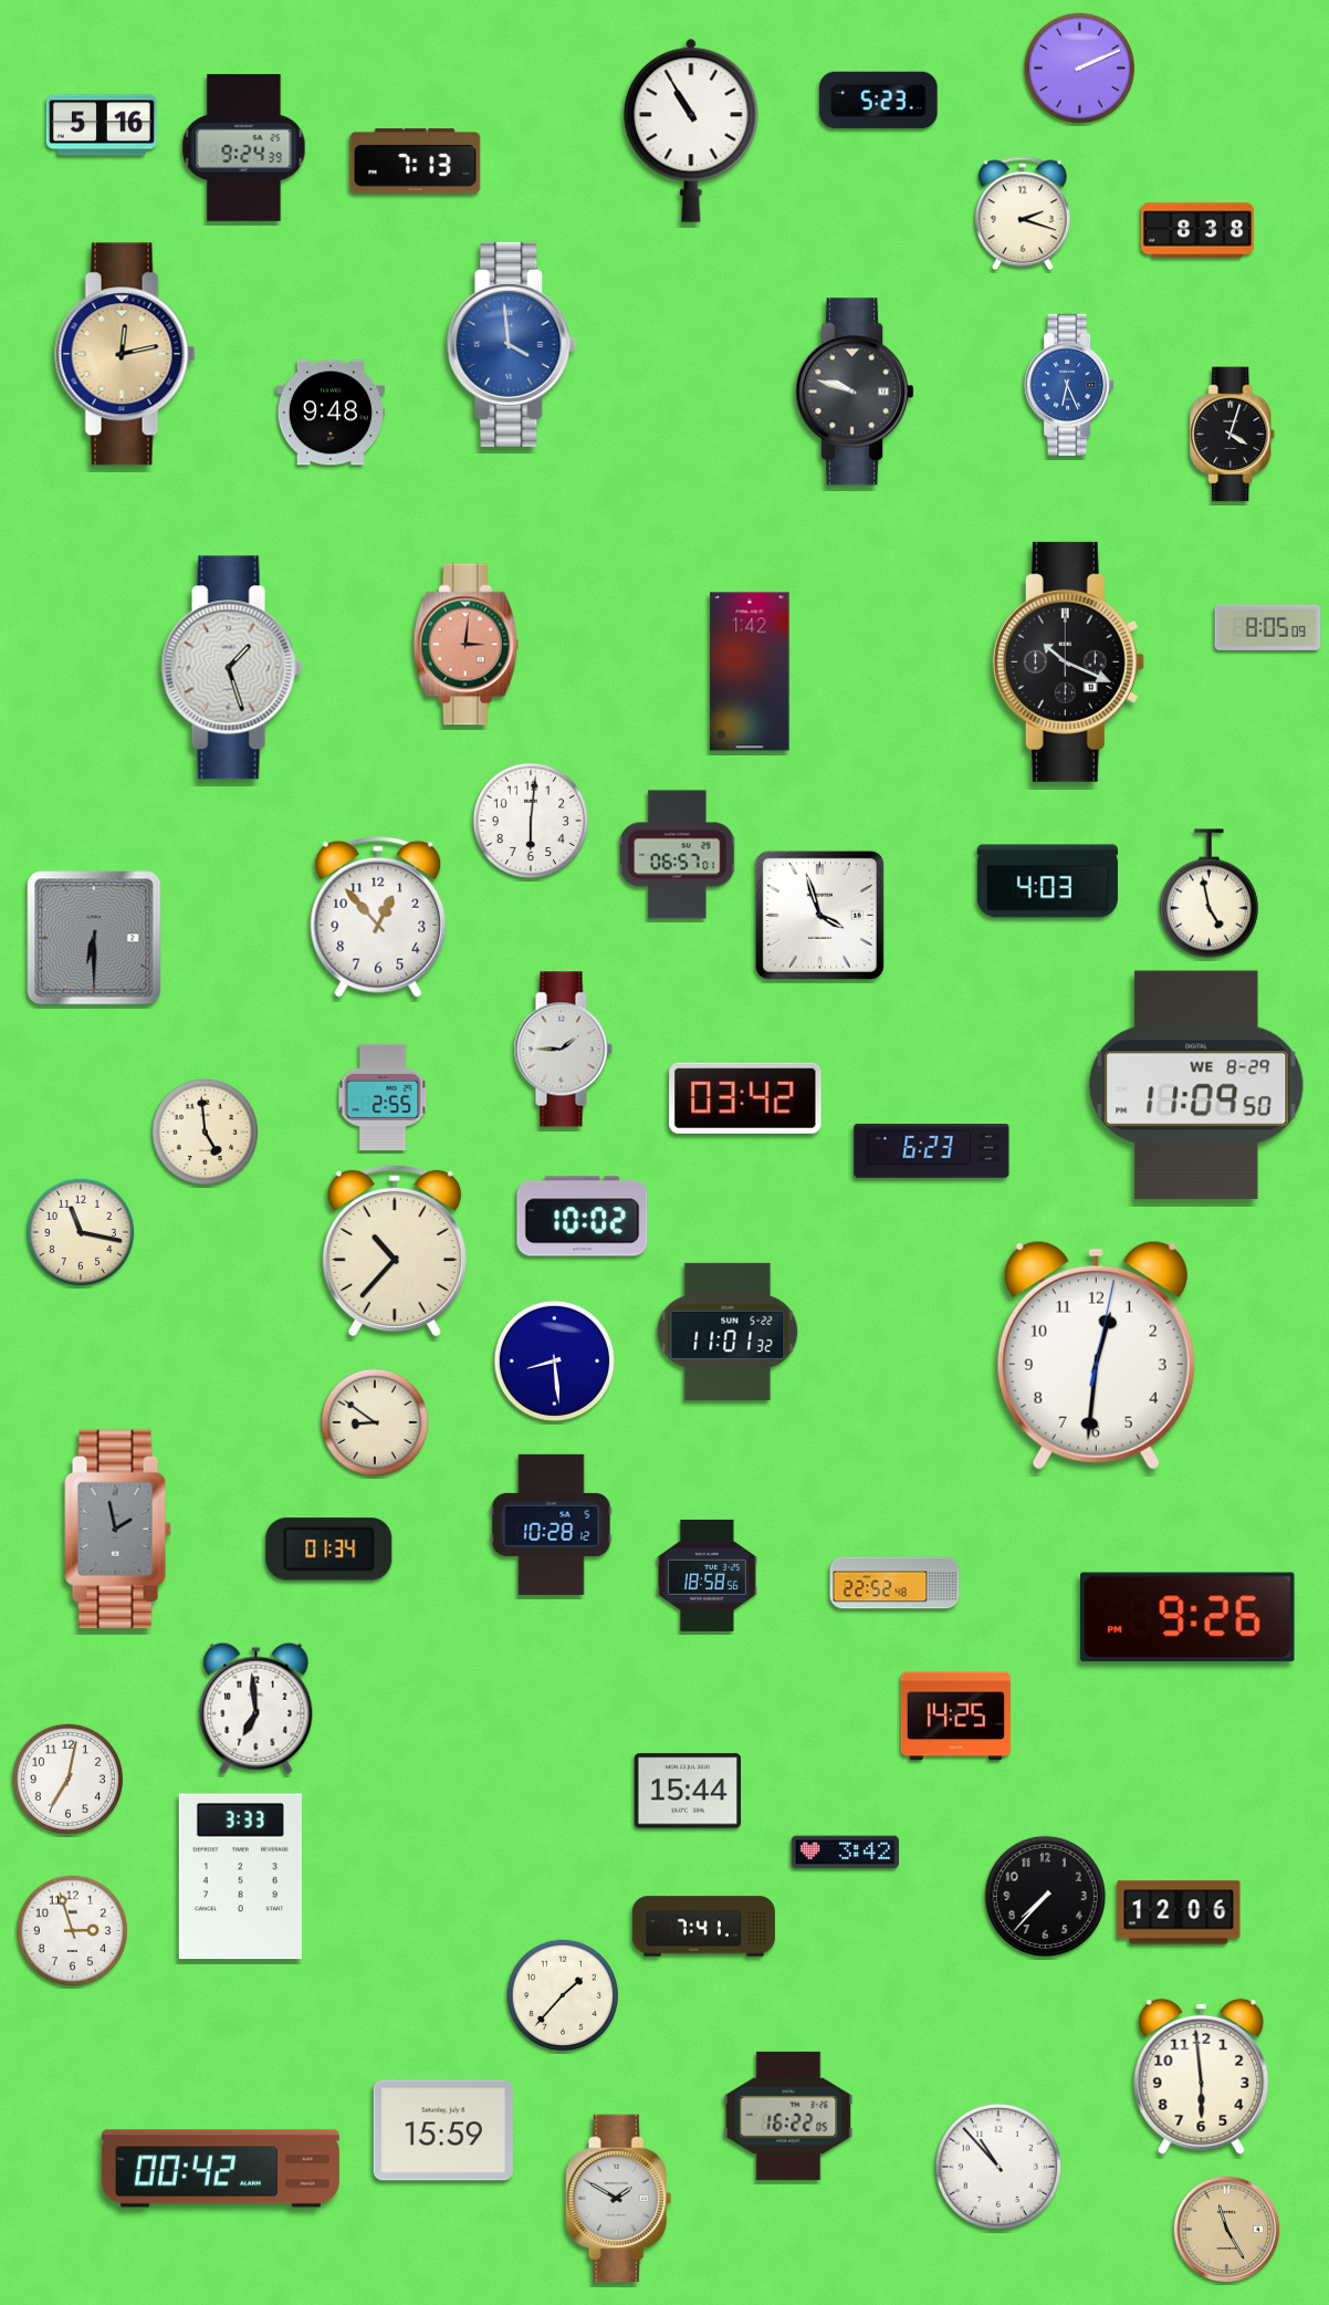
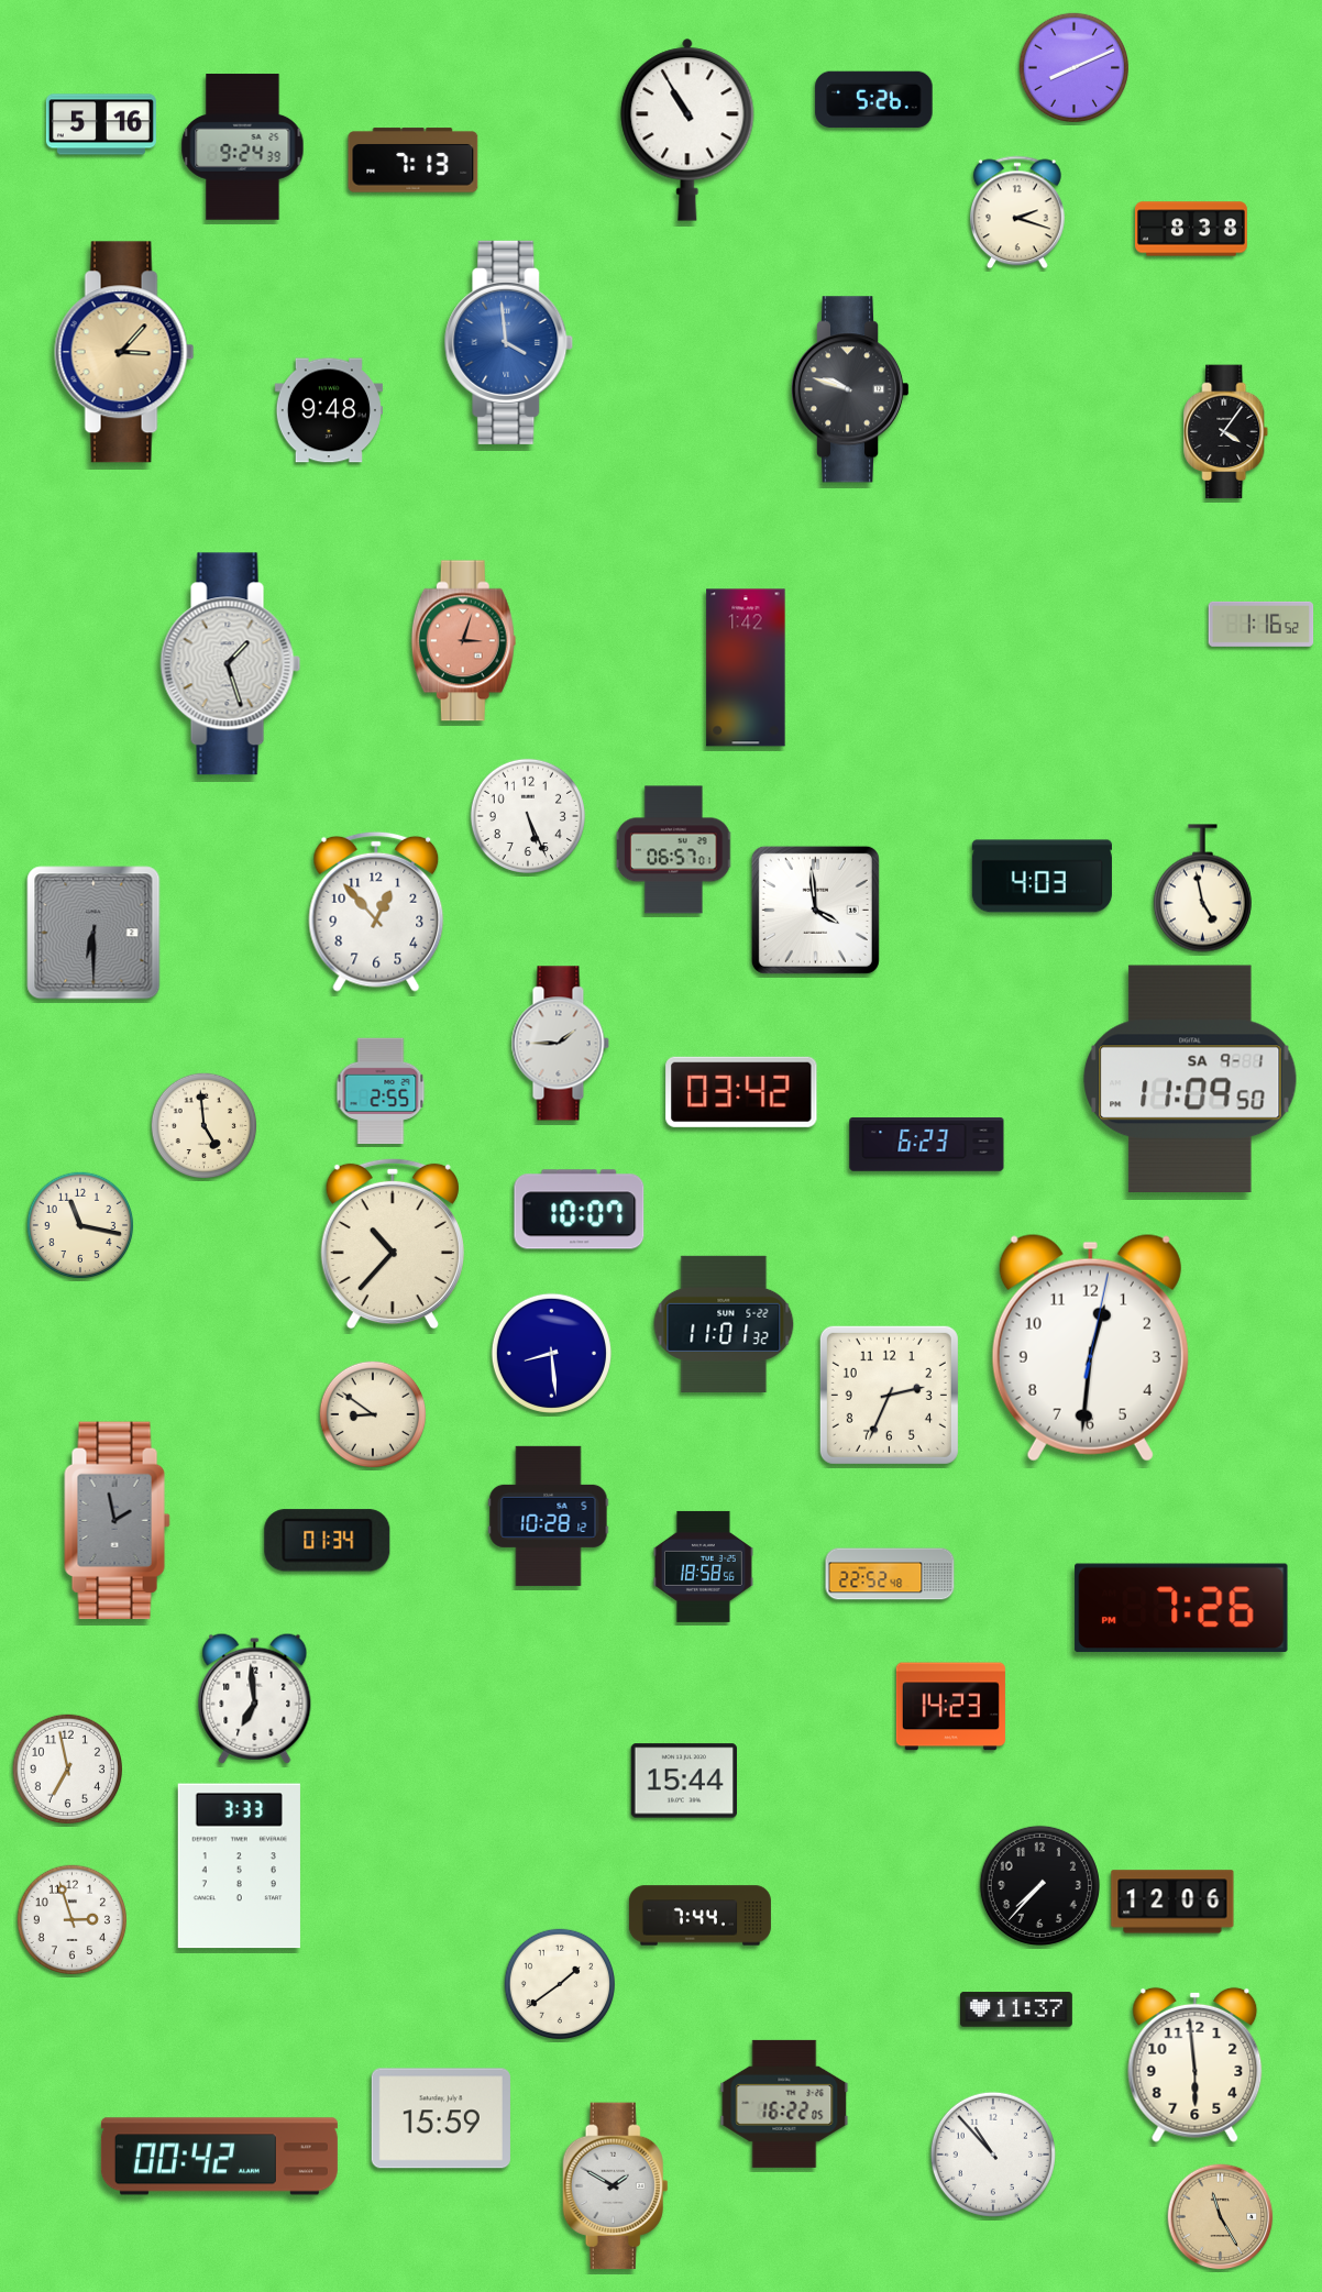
clock at (1079, 67): 2:11 -> 8:11
clock at (879, 101): 5:23 -> 5:26
clock at (125, 354): 12:13 -> 3:07
clock at (1069, 385): 6:26 -> none
clock at (1233, 435): 4:03 -> 4:06
clock at (1268, 627): 8:05 -> 1:16
clock at (465, 645): 3:01 -> 3:03
clock at (1068, 661): 10:19 -> none
clock at (530, 820): 6:01 -> 5:26
clock at (819, 915): 3:57 -> 3:59
clock at (1196, 1085) date: WE 8-29 -> SA 9-1
clock at (583, 1217): 10:02 -> 10:07
clock at (889, 1395): none -> 2:34
clock at (1187, 1617): 9:26 -> 7:26
clock at (955, 1717): 14:25 -> 14:23
clock at (67, 1779): 7:02 -> 6:58
clock at (845, 1853): 3:42 -> none
clock at (703, 1927): 7:41 -> 7:44
clock at (562, 1994): 1:37 -> 1:39
clock at (1016, 2009): none -> 11:37
